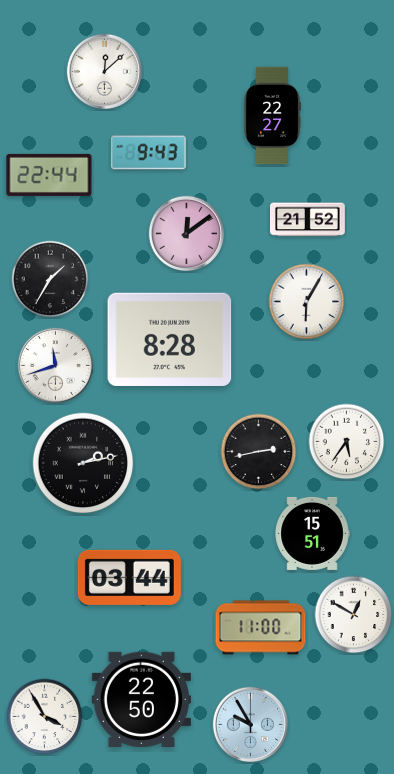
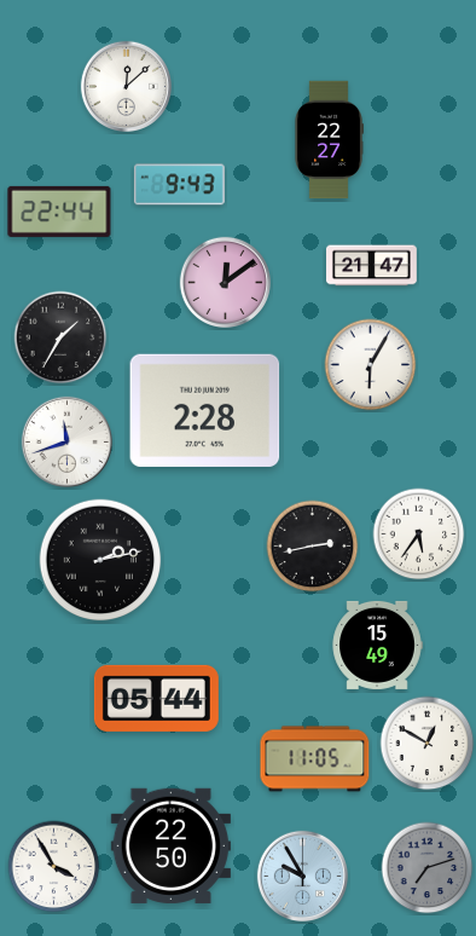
clock at (308, 220): 21:52 -> 21:47
clock at (170, 339): 8:28 -> 2:28
clock at (312, 533): 15:51 -> 15:49
clock at (129, 577): 03:44 -> 05:44
clock at (261, 628): 11:00 -> 11:05
clock at (428, 868): none -> 7:12
